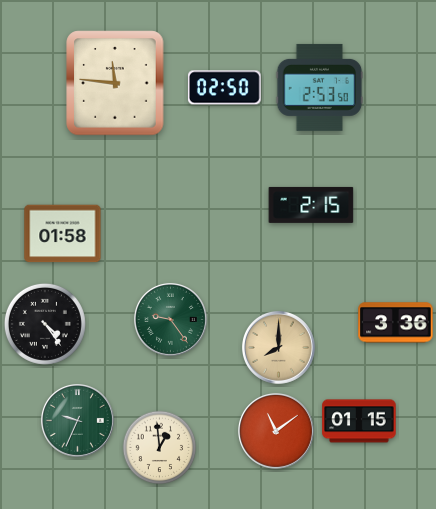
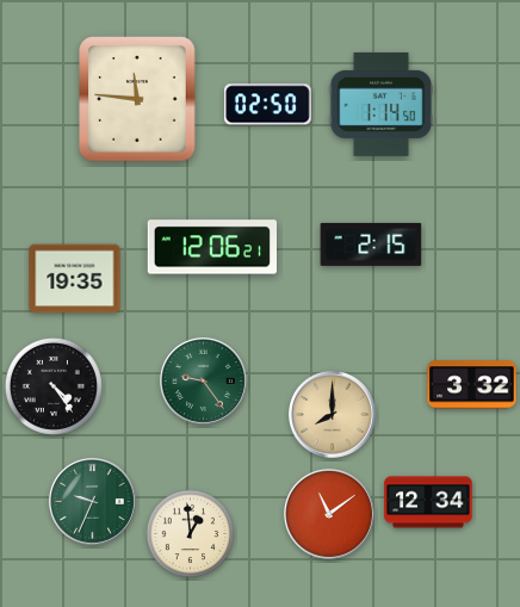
clock at (320, 87): 2:53 -> 1:14
clock at (211, 247): none -> 12:06
clock at (63, 234): 01:58 -> 19:35
clock at (396, 323): 3:36 -> 3:32
clock at (359, 421): 01:15 -> 12:34
